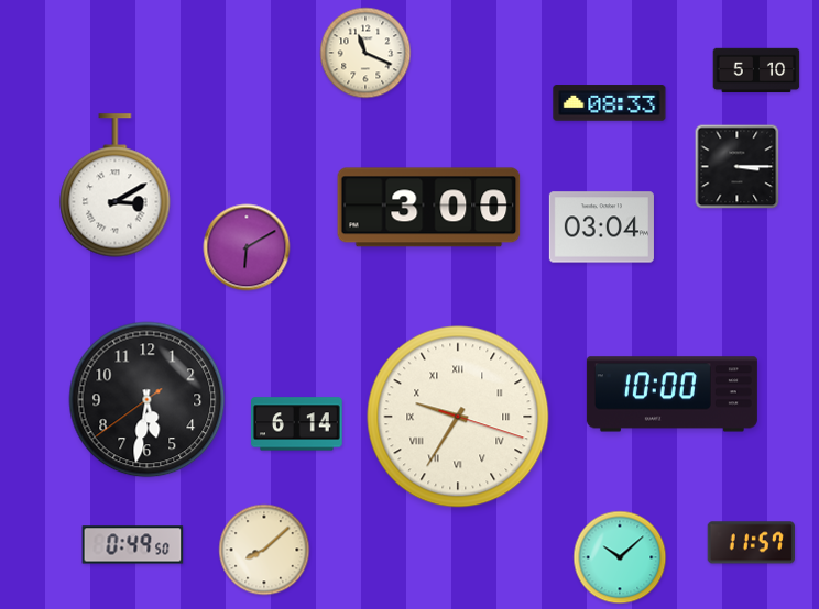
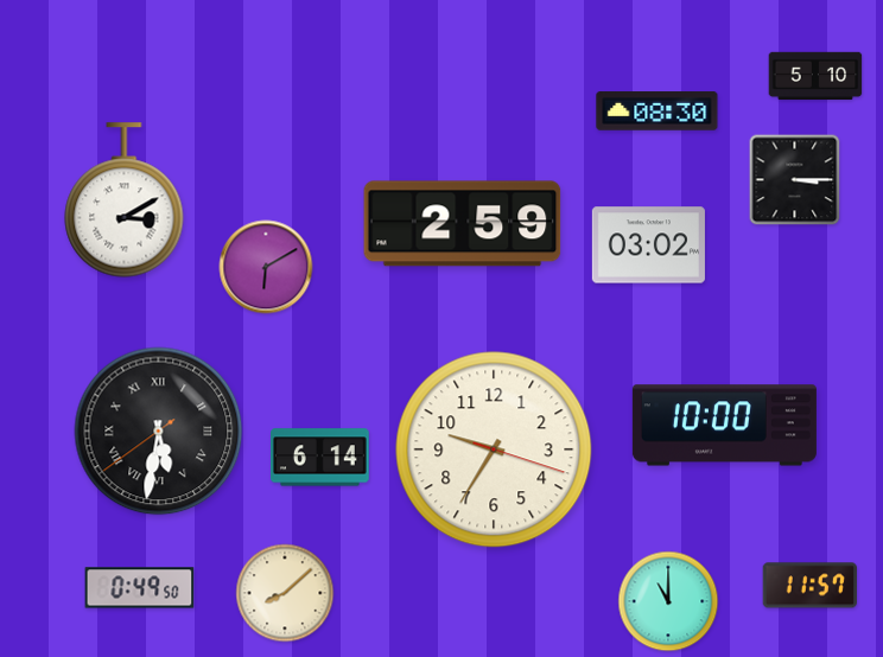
clock at (365, 53): 11:19 -> none
clock at (610, 103): 08:33 -> 08:30
clock at (429, 208): 3:00 -> 2:59
clock at (601, 228): 03:04 -> 03:02
clock at (148, 400) numerals: Arabic -> Roman
clock at (458, 417) numerals: Roman -> Arabic
clock at (133, 545) position: (133, 545) -> (140, 588)
clock at (620, 557): 10:08 -> 11:00
